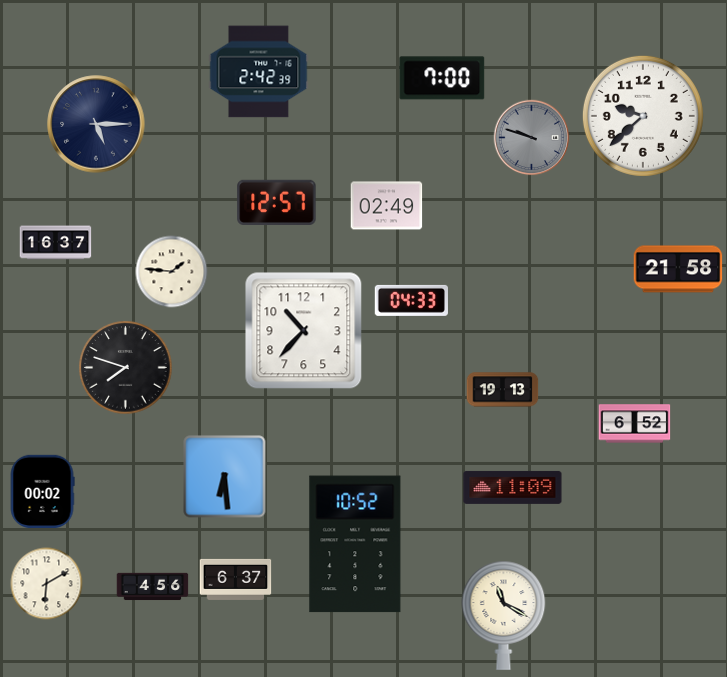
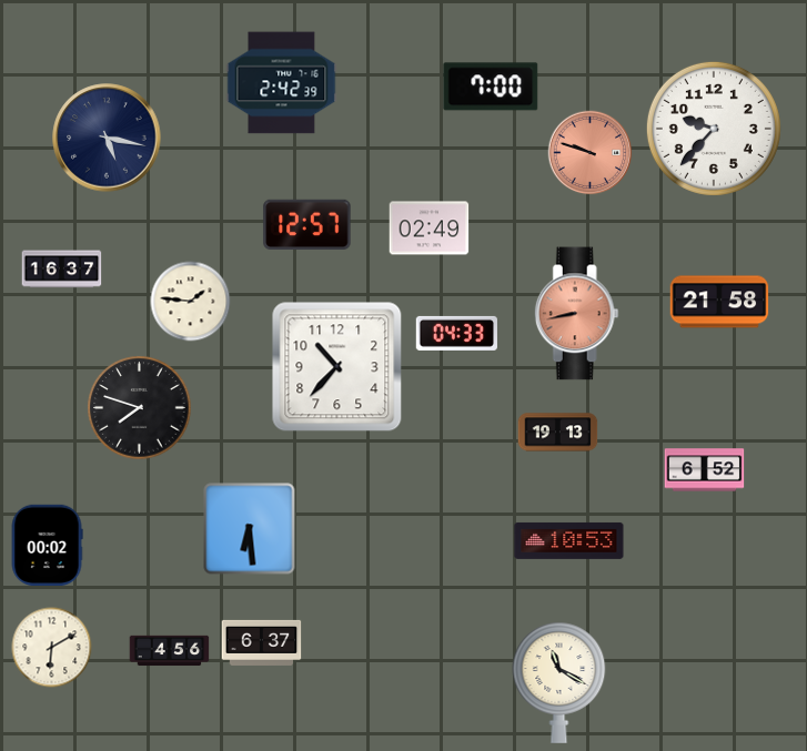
clock at (259, 72) position: (259, 72) -> (282, 83)
clock at (643, 116): 9:38 -> 9:37
clock at (96, 124): 5:15 -> 5:17
clock at (532, 138) dial: grey -> salmon
clock at (678, 269) position: (678, 269) -> (719, 302)
clock at (576, 314): none -> 8:43
clock at (513, 487): 11:09 -> 10:53
clock at (355, 544): 10:52 -> none
